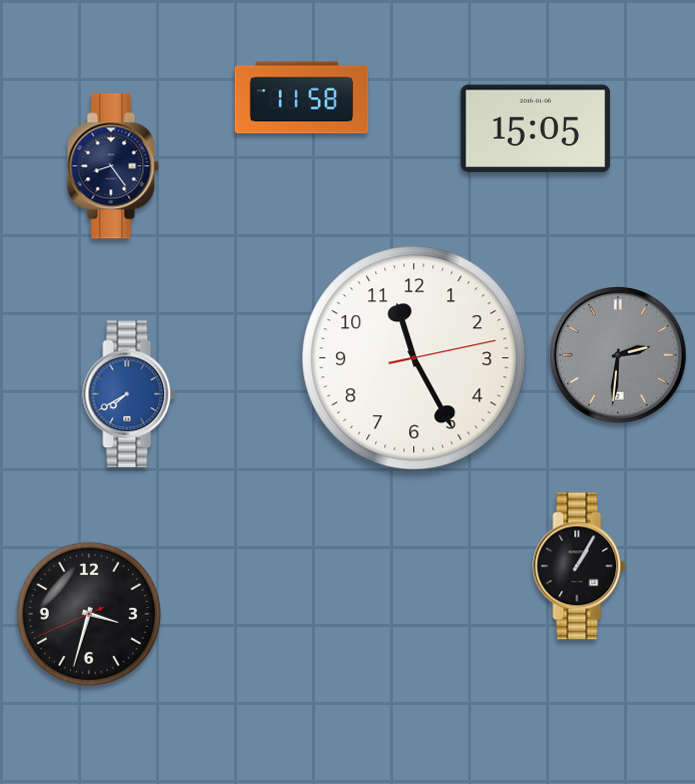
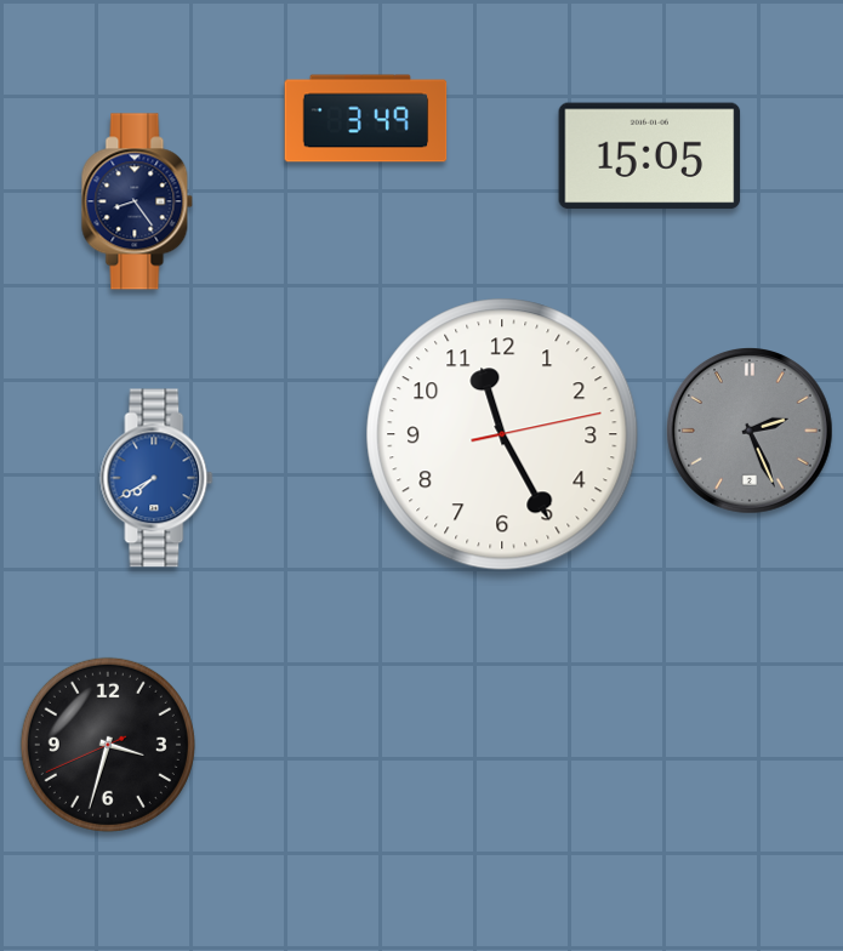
clock at (302, 98): 11:58 -> 3:49
clock at (619, 355): 2:31 -> 2:26
clock at (579, 566): 1:05 -> none
